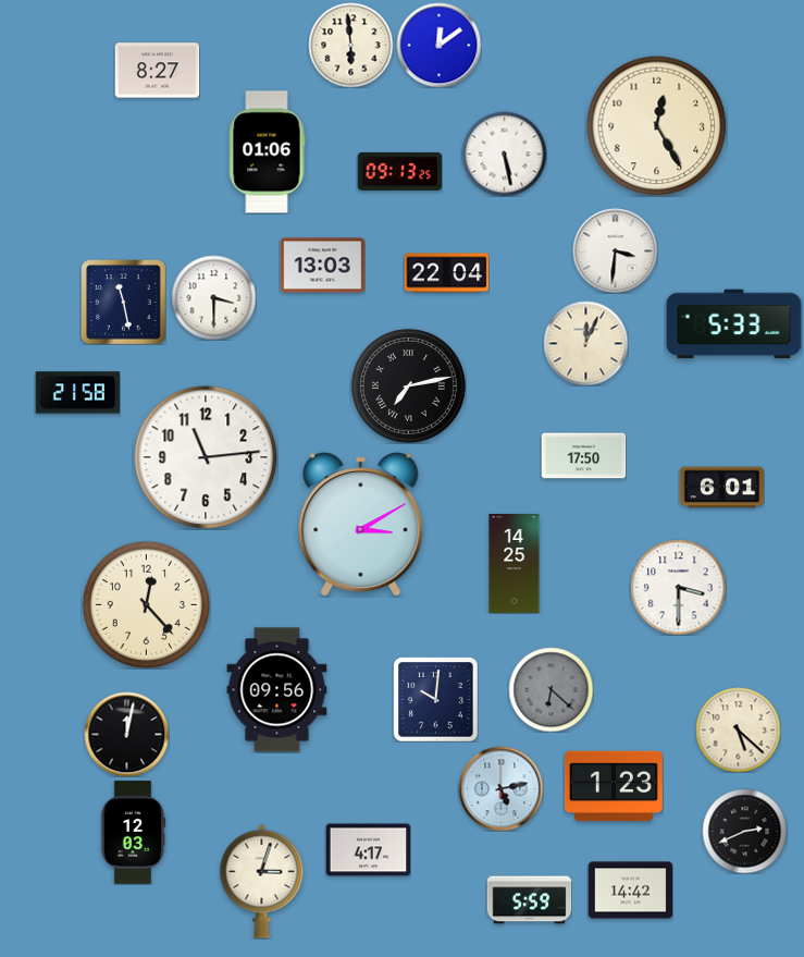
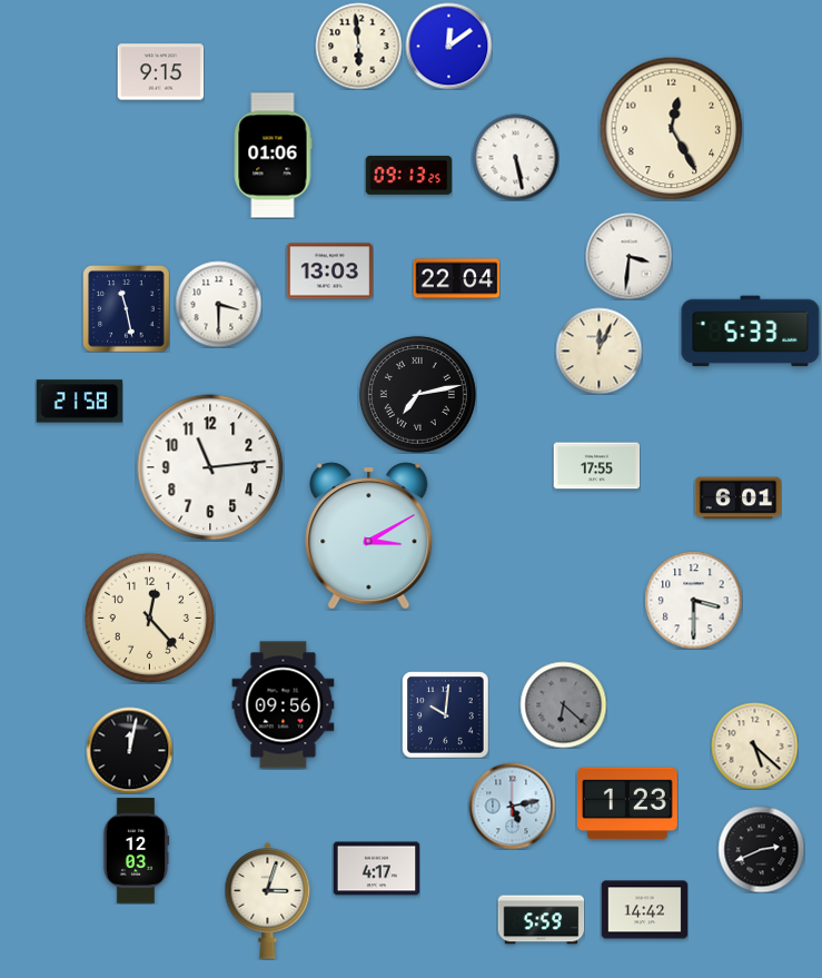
clock at (157, 71): 8:27 -> 9:15
clock at (583, 456): 17:50 -> 17:55
clock at (515, 564): 14:25 -> none
